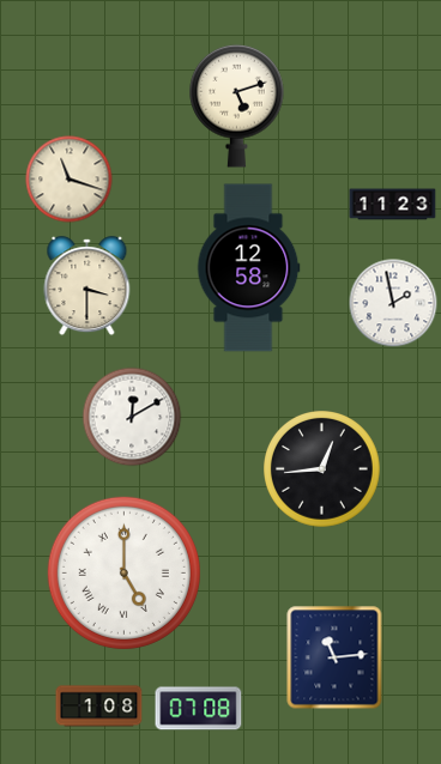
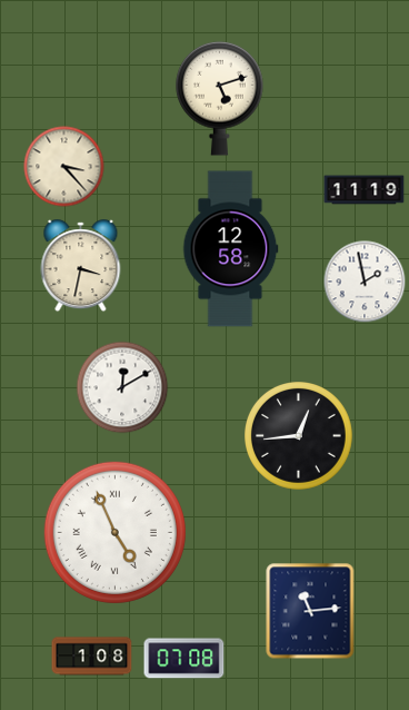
clock at (70, 180): 11:18 -> 3:23
clock at (393, 205): 11:23 -> 11:19
clock at (87, 286): 3:30 -> 3:32
clock at (123, 572): 5:00 -> 4:56
